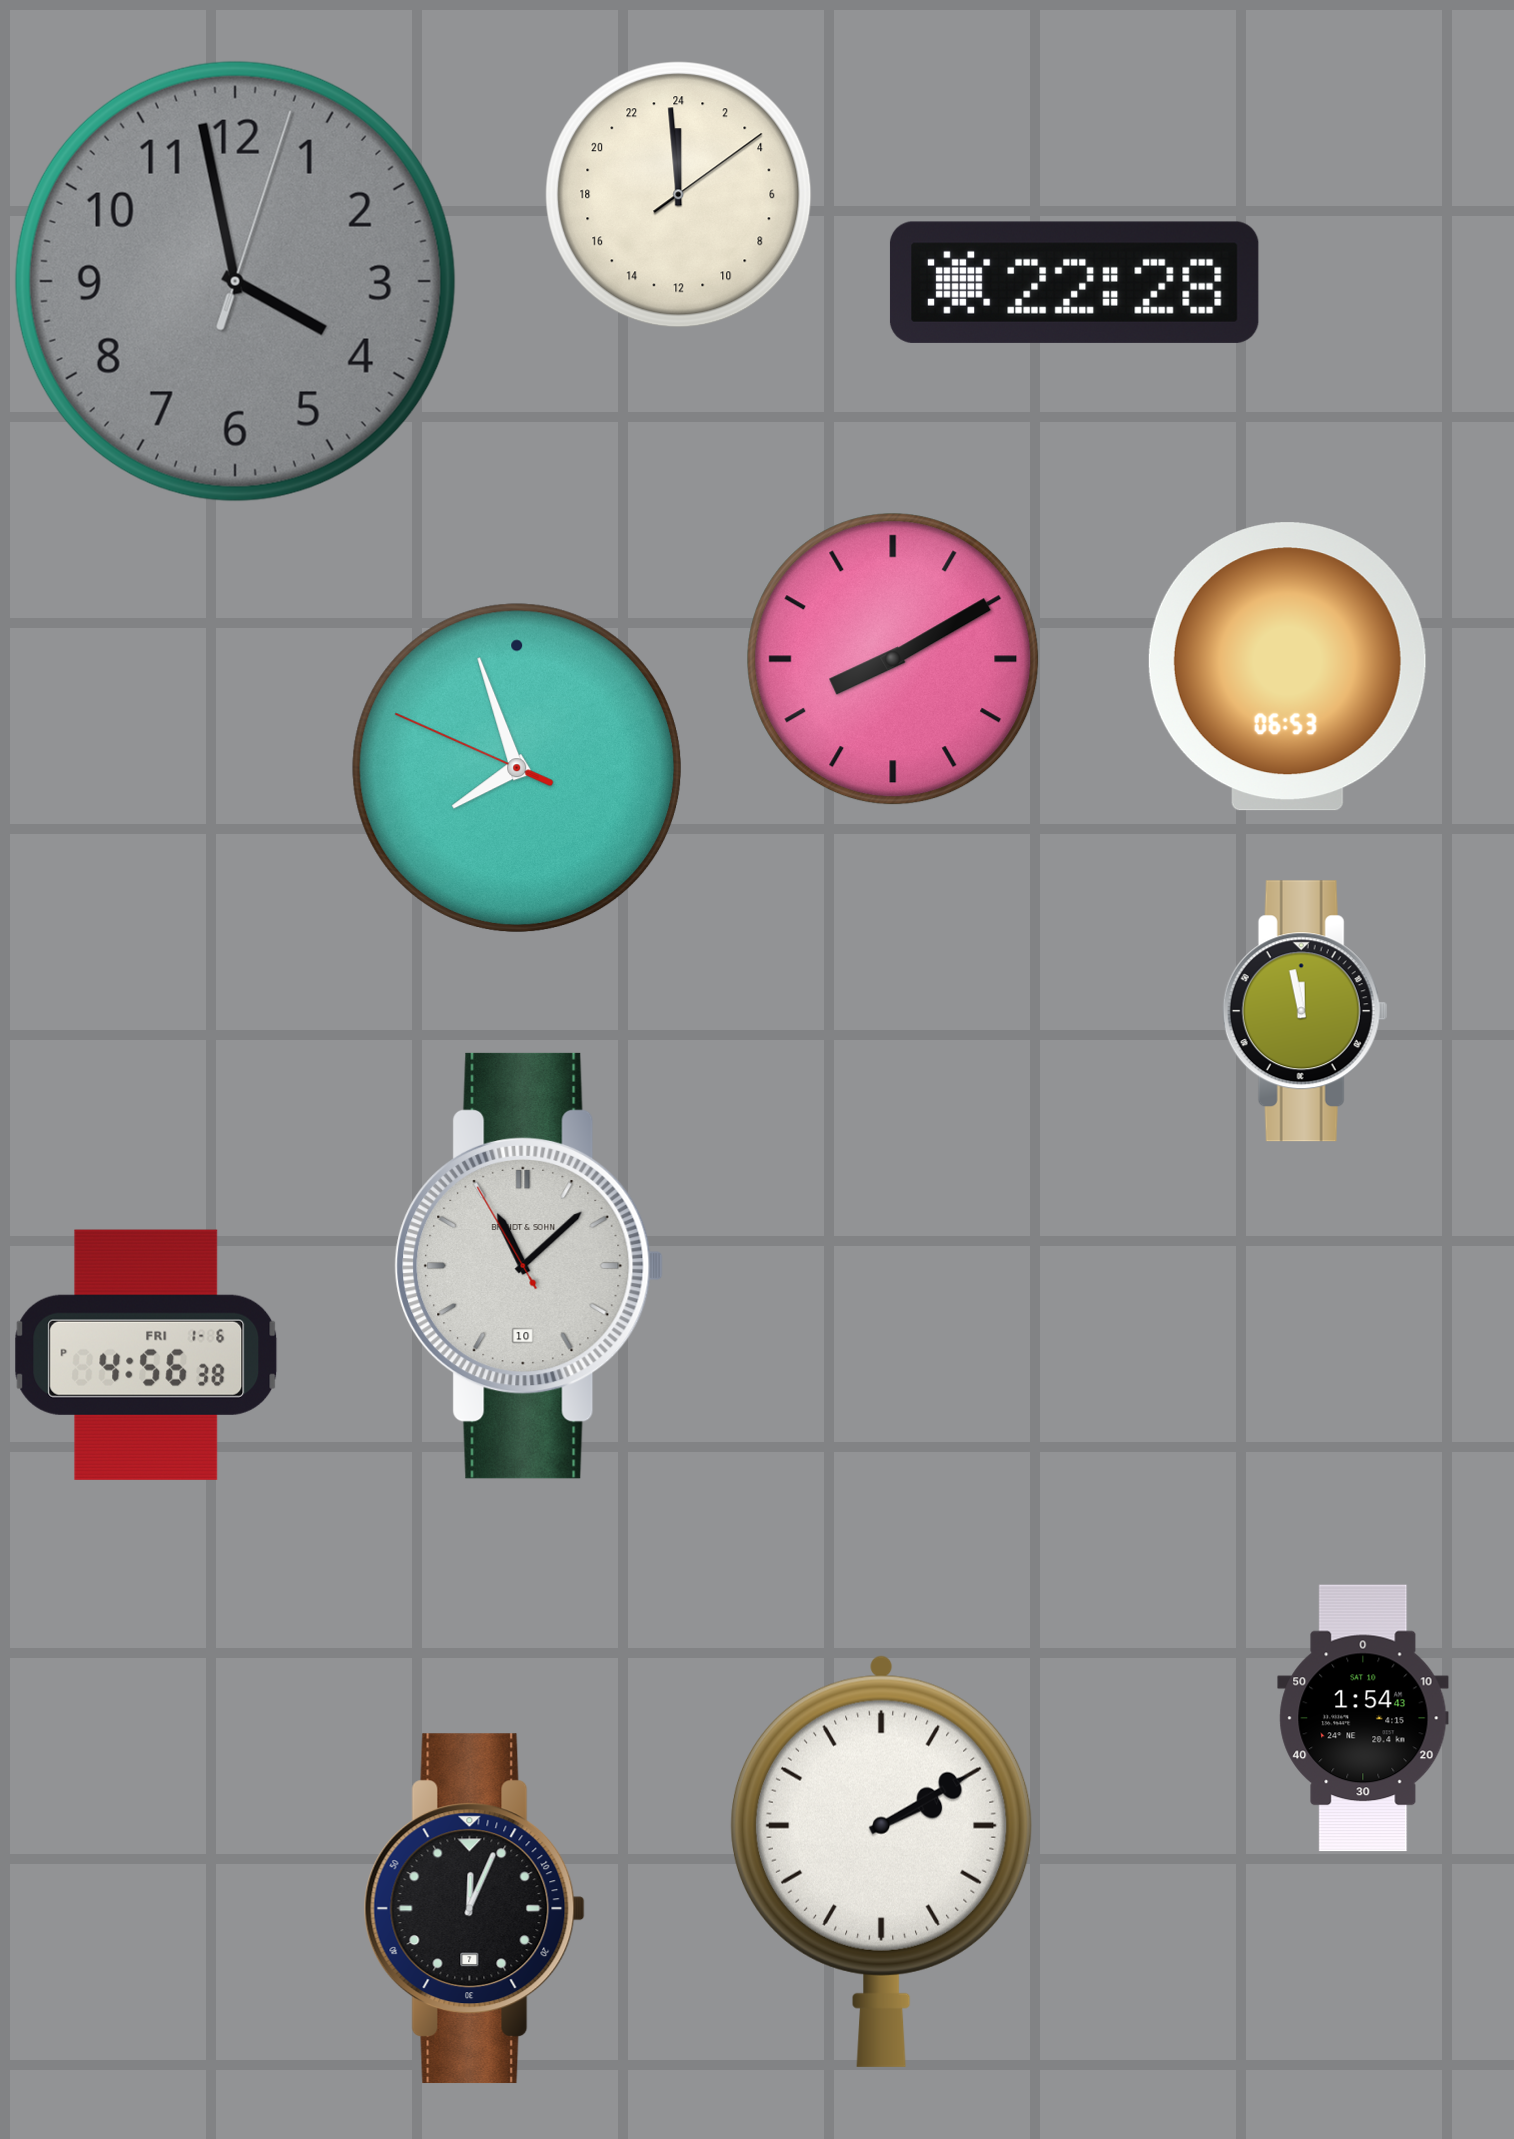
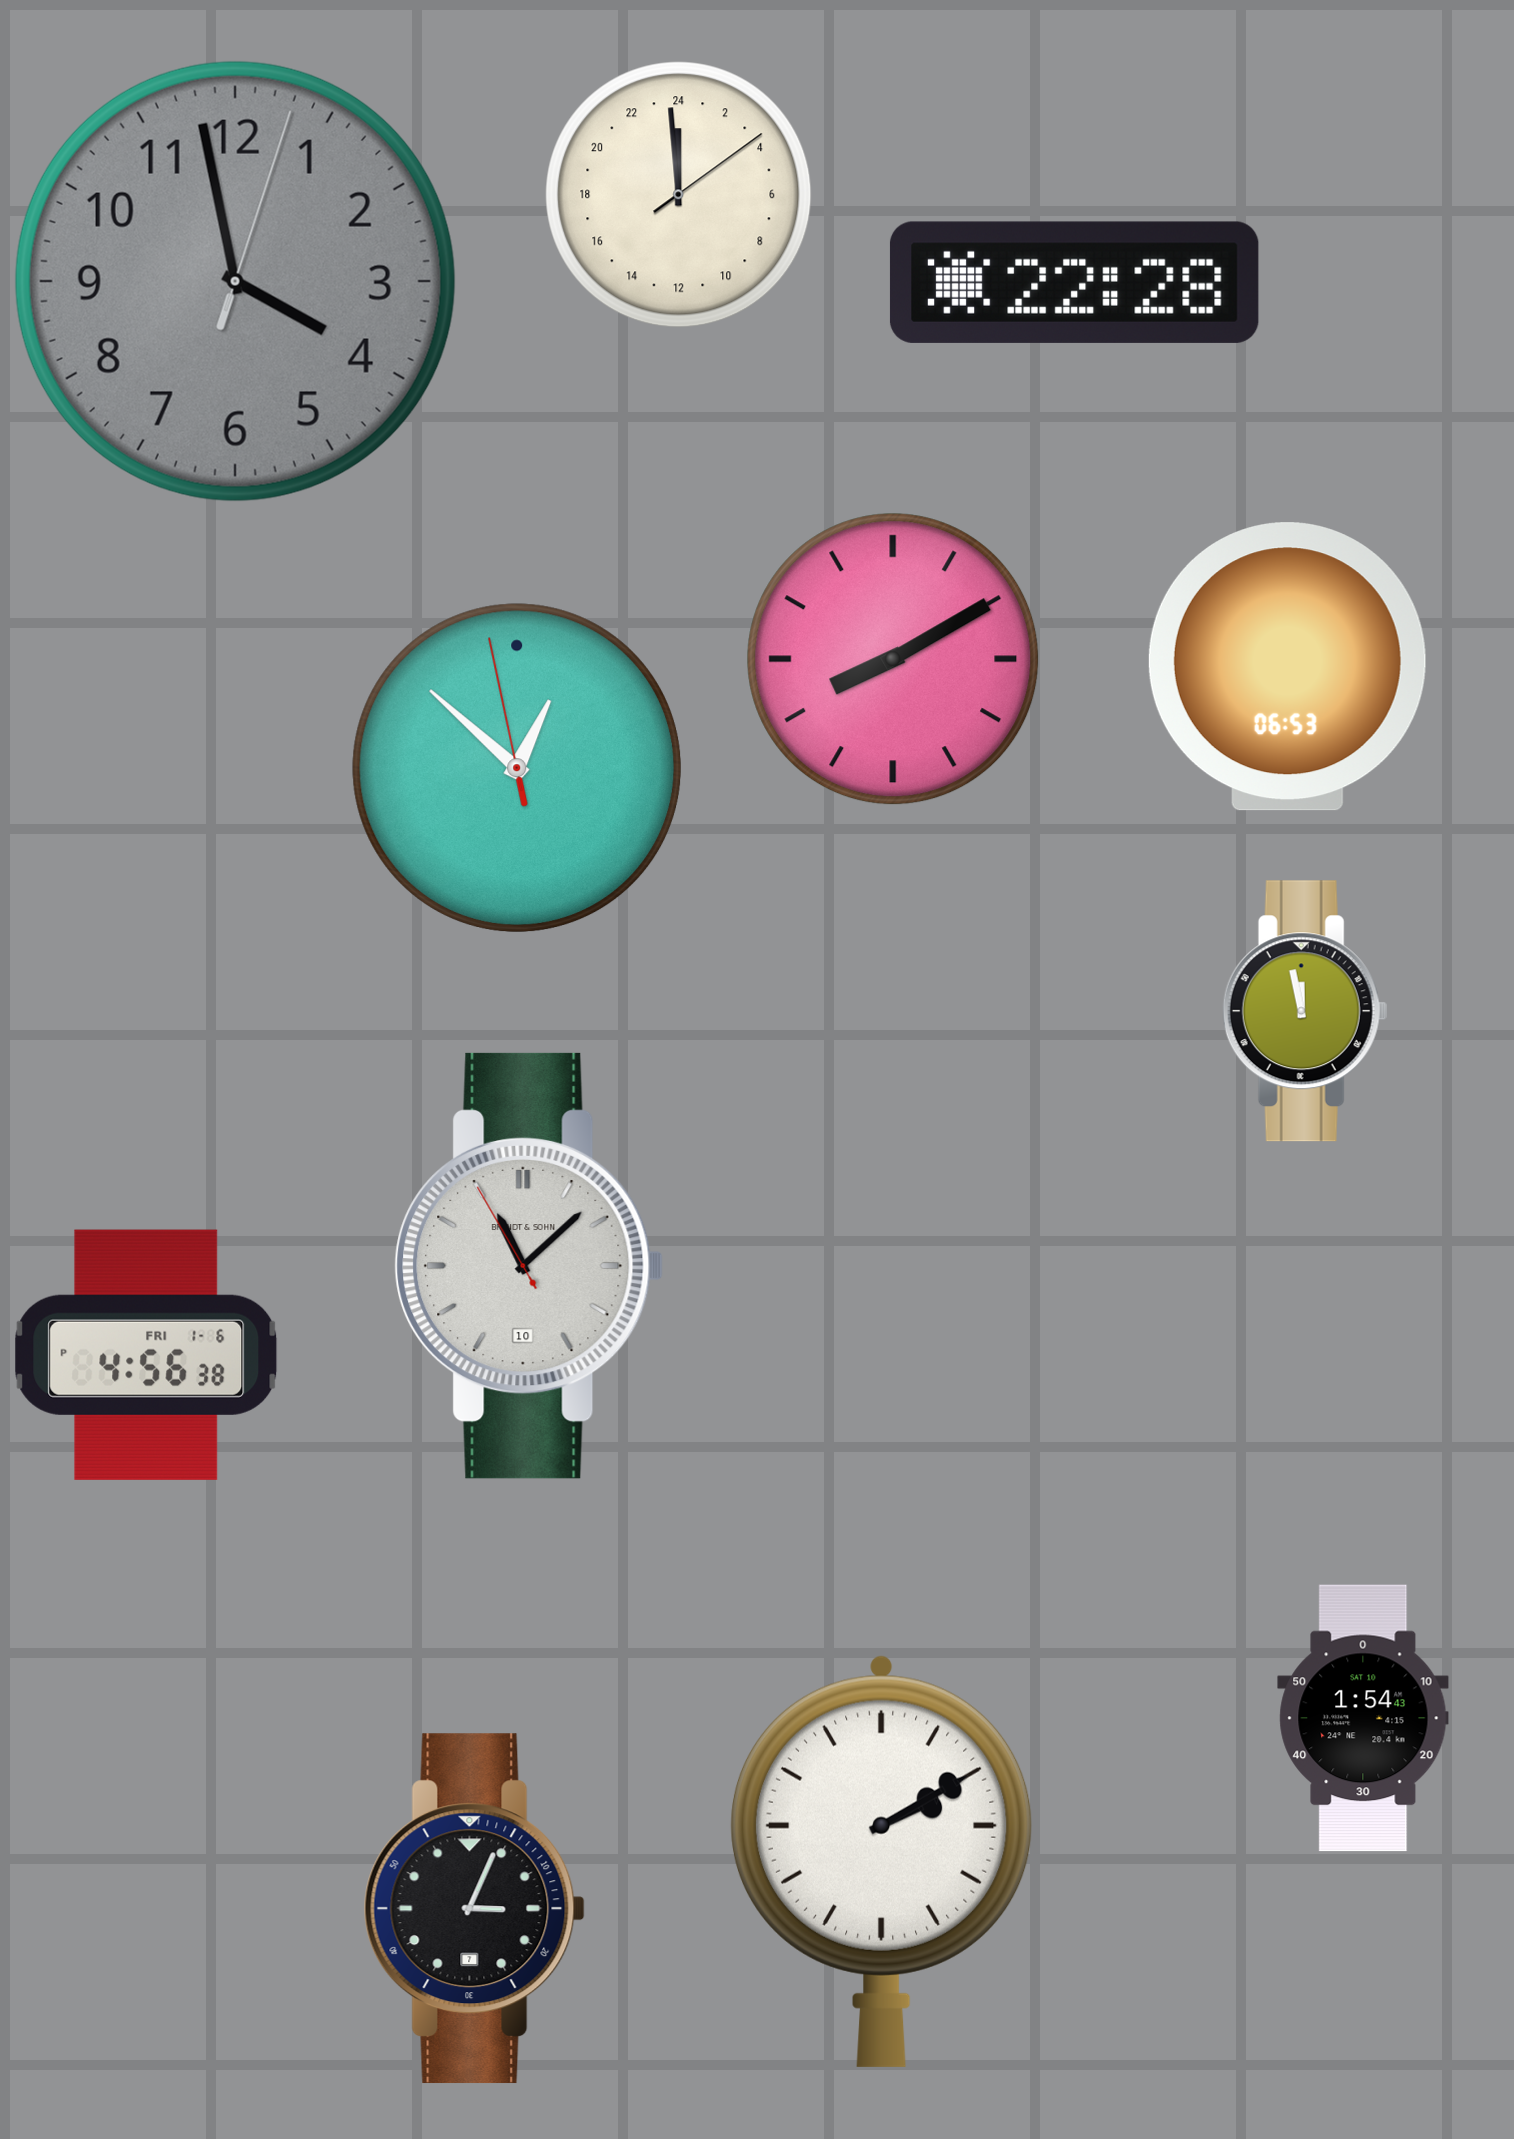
clock at (516, 767): 7:56 -> 12:51
clock at (474, 1909): 12:04 -> 3:04
